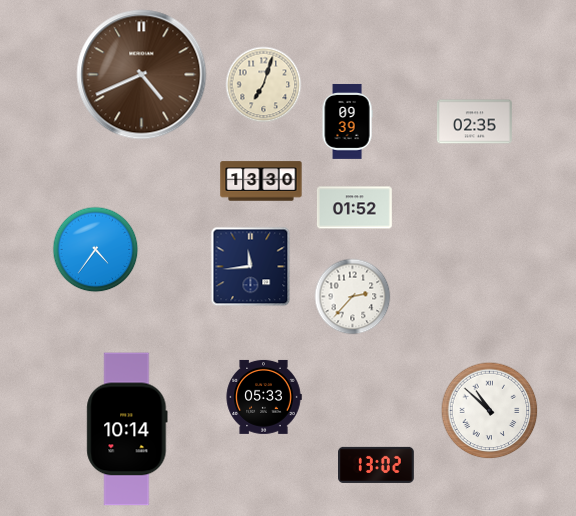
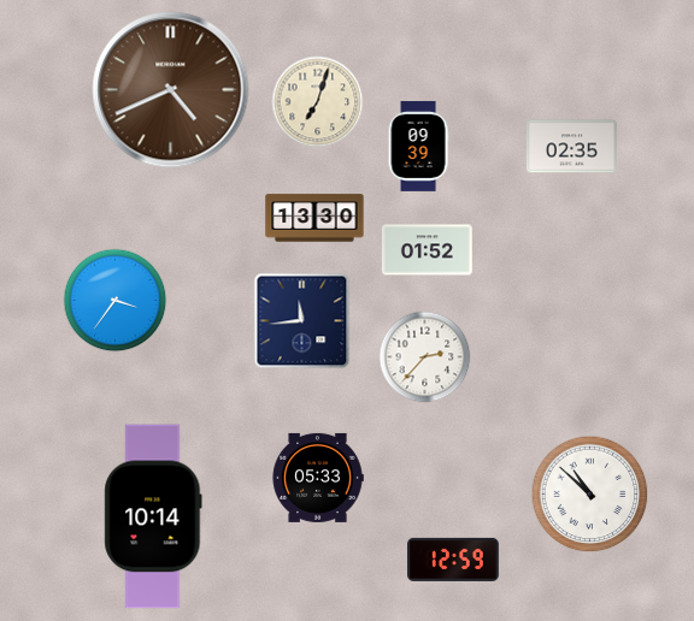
clock at (96, 250): 4:36 -> 3:36
clock at (377, 465): 13:02 -> 12:59
